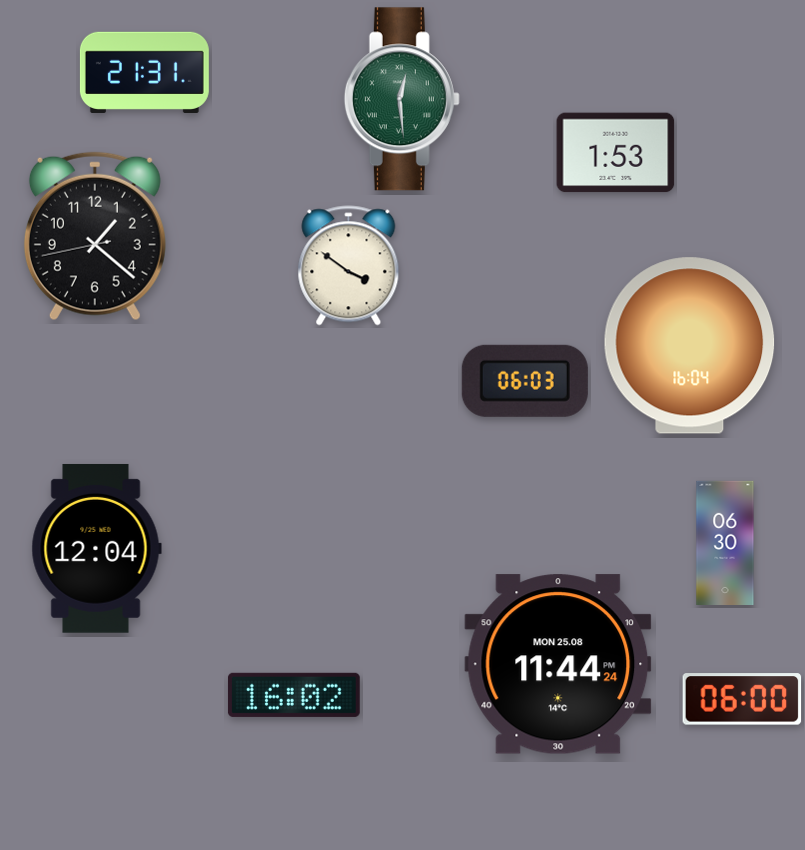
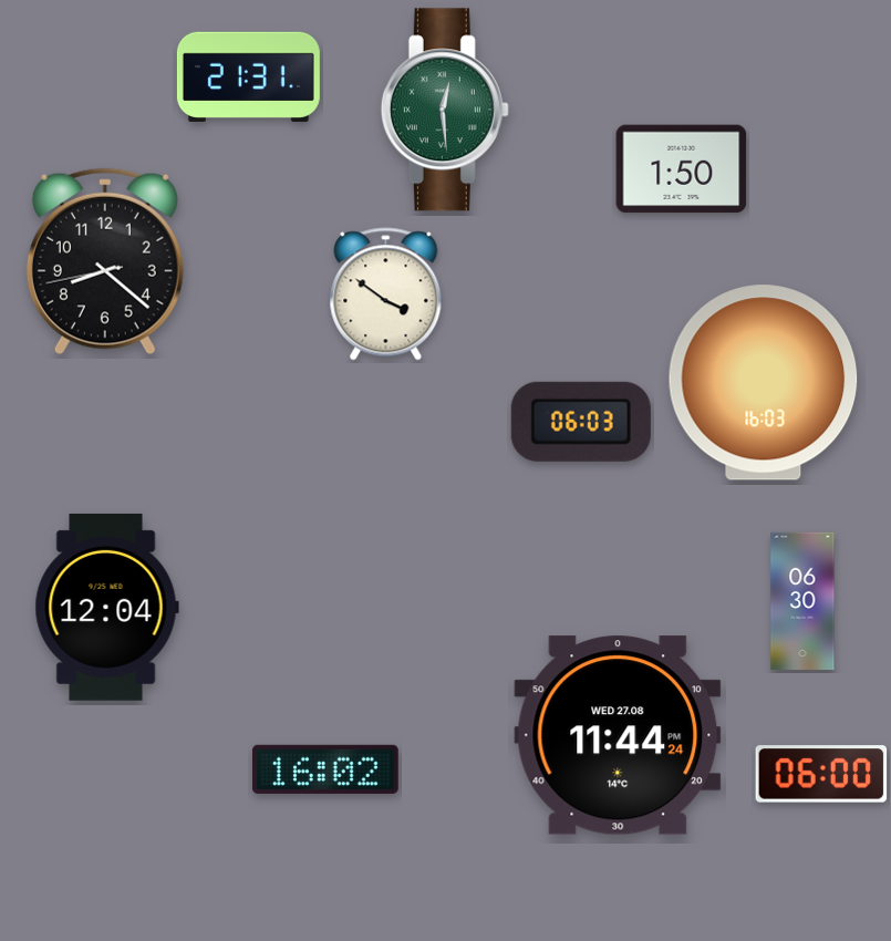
clock at (144, 72) position: (144, 72) -> (248, 76)
clock at (616, 153): 1:53 -> 1:50
clock at (95, 236): 1:21 -> 8:21
clock at (690, 346): 16:04 -> 16:03
clock at (558, 664) date: MON 25.08 -> WED 27.08
